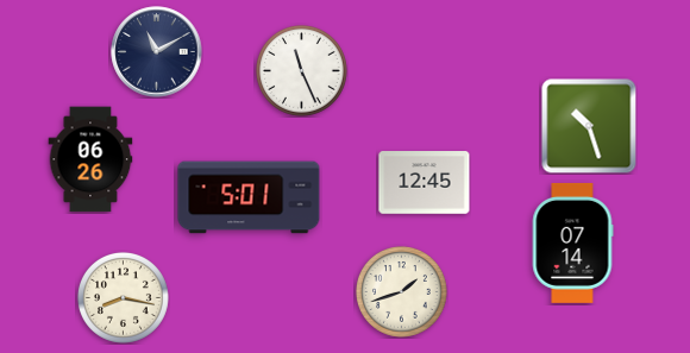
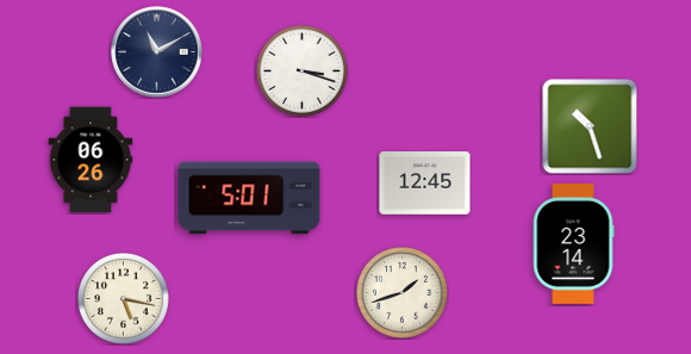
clock at (301, 70): 11:26 -> 3:18
clock at (572, 242): 07:14 -> 23:14
clock at (123, 297): 8:17 -> 5:17
